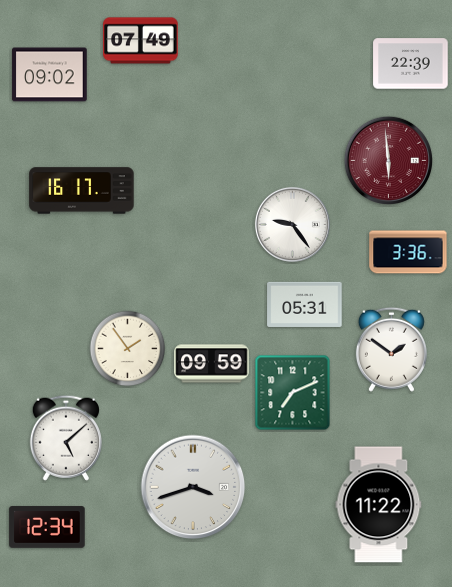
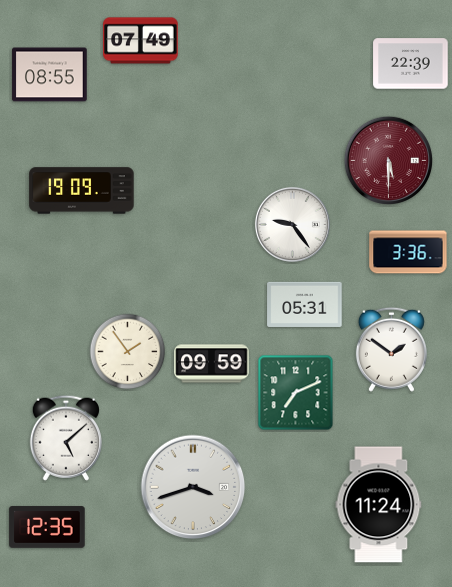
clock at (50, 75): 09:02 -> 08:55
clock at (388, 160): 5:59 -> 5:30
clock at (82, 191): 16:17 -> 19:09
clock at (128, 349) position: (128, 349) -> (128, 352)
clock at (293, 393) position: (293, 393) -> (296, 393)
clock at (379, 505): 11:22 -> 11:24
clock at (47, 527): 12:34 -> 12:35
